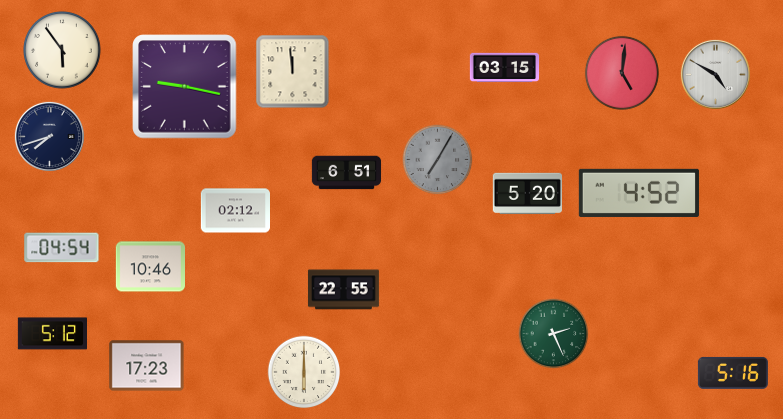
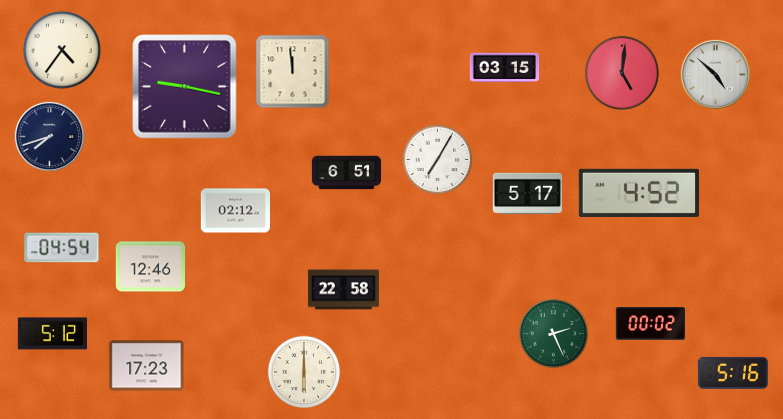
clock at (62, 50): 5:54 -> 4:36
clock at (715, 74): 4:50 -> 4:52
clock at (438, 160) dial: grey -> white
clock at (527, 194): 5:20 -> 5:17
clock at (150, 267): 10:46 -> 12:46
clock at (344, 290): 22:55 -> 22:58
clock at (650, 324): none -> 00:02
